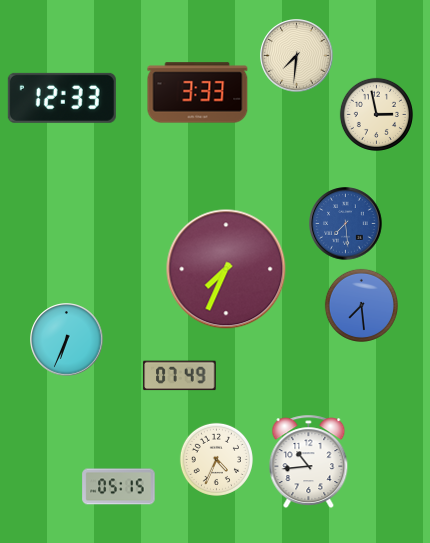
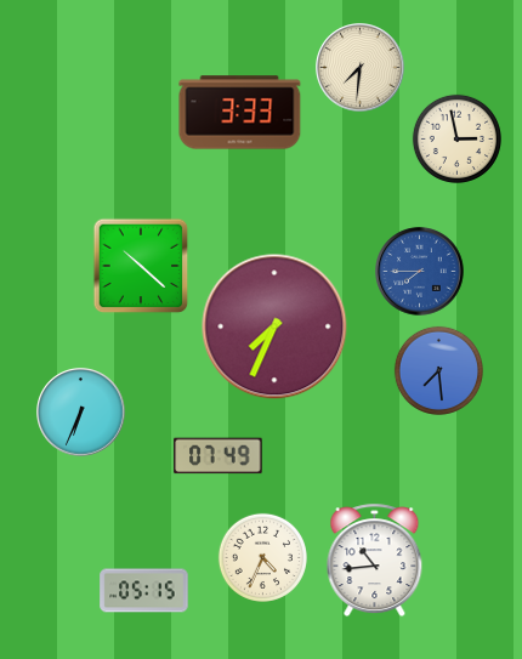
clock at (62, 98): 12:33 -> none
clock at (141, 266): none -> 10:22
clock at (346, 224): 7:29 -> 7:45
